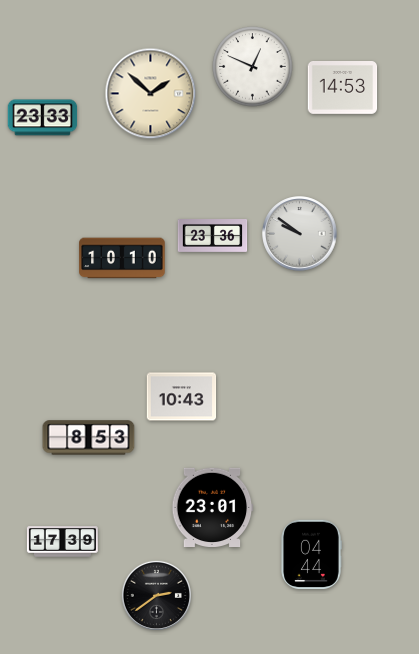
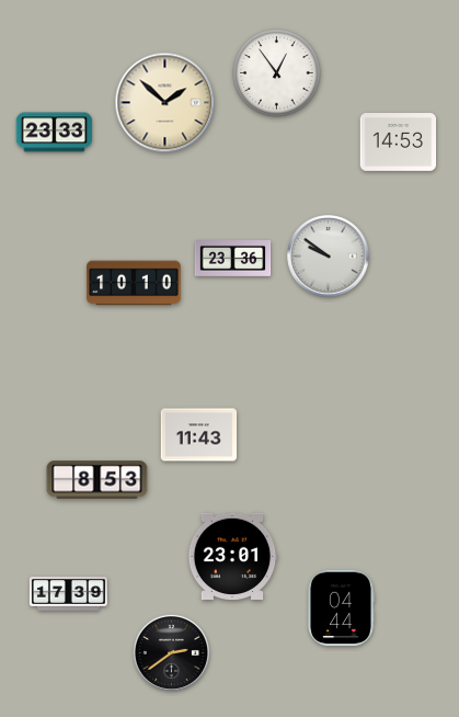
clock at (253, 67): 12:49 -> 12:54
clock at (343, 88) position: (343, 88) -> (399, 143)
clock at (43, 118) position: (43, 118) -> (55, 133)
clock at (182, 397): 10:43 -> 11:43
